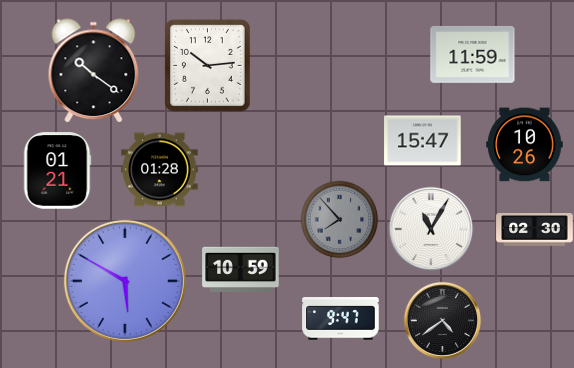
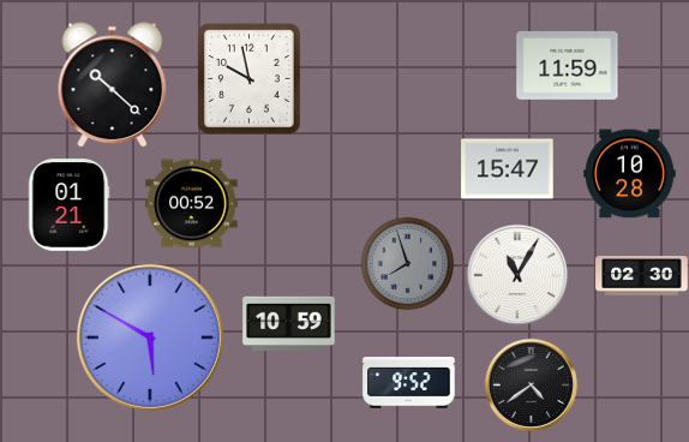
clock at (208, 66): 10:14 -> 9:58
clock at (94, 71): 10:21 -> 10:22
clock at (525, 145): 10:26 -> 10:28
clock at (160, 170): 01:28 -> 00:52
clock at (339, 219): 7:53 -> 7:57
clock at (341, 319): 9:47 -> 9:52
